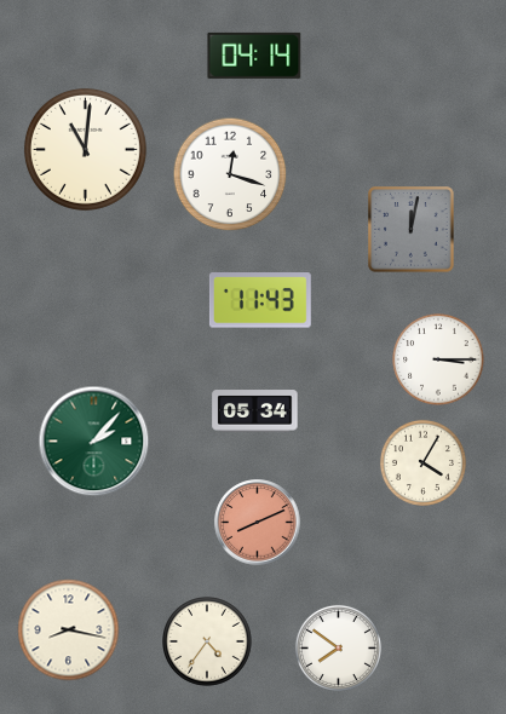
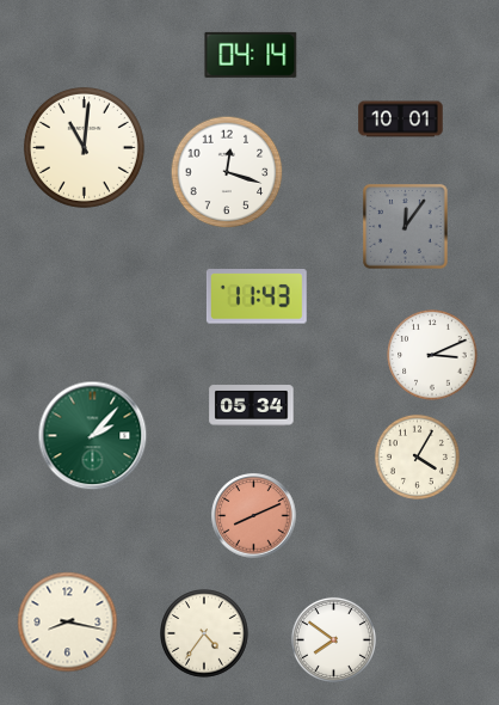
clock at (401, 119): none -> 10:01
clock at (412, 230): 12:02 -> 12:06
clock at (438, 359): 3:15 -> 3:11
